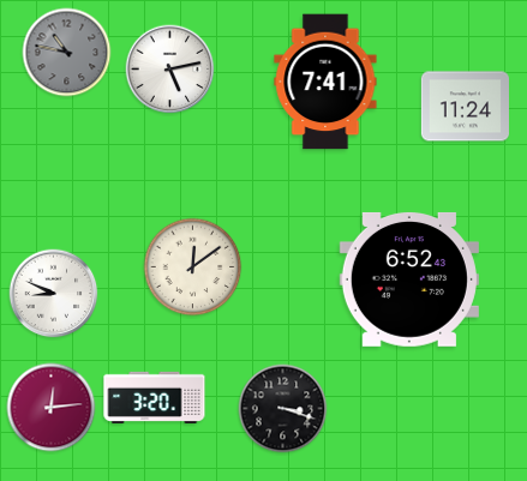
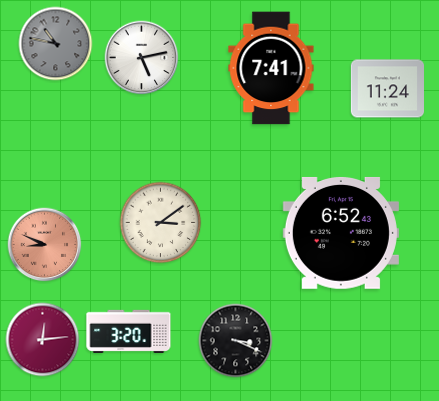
clock at (193, 267): 12:09 -> 3:09
clock at (54, 294) dial: white -> salmon
clock at (283, 409): 3:18 -> 3:19
